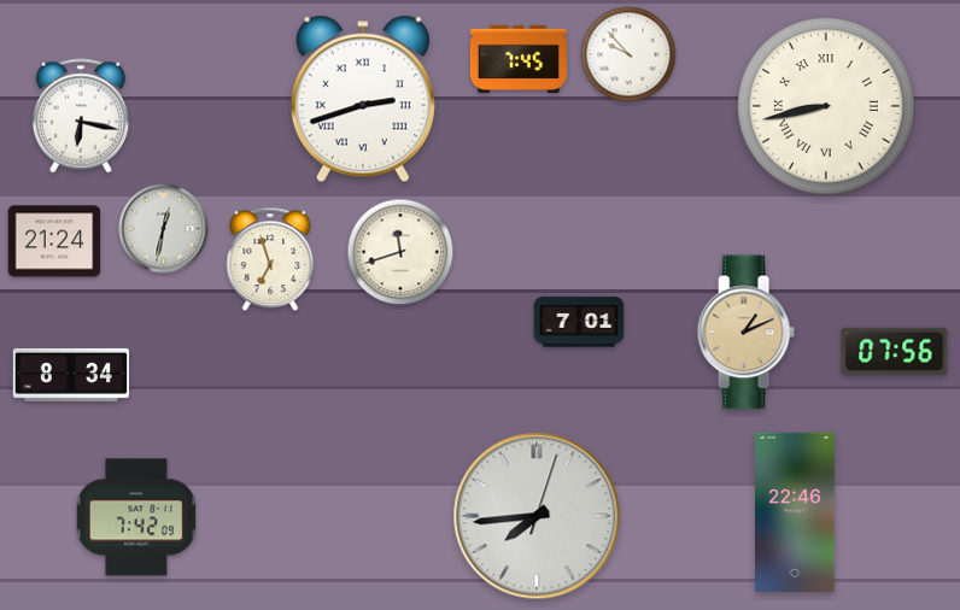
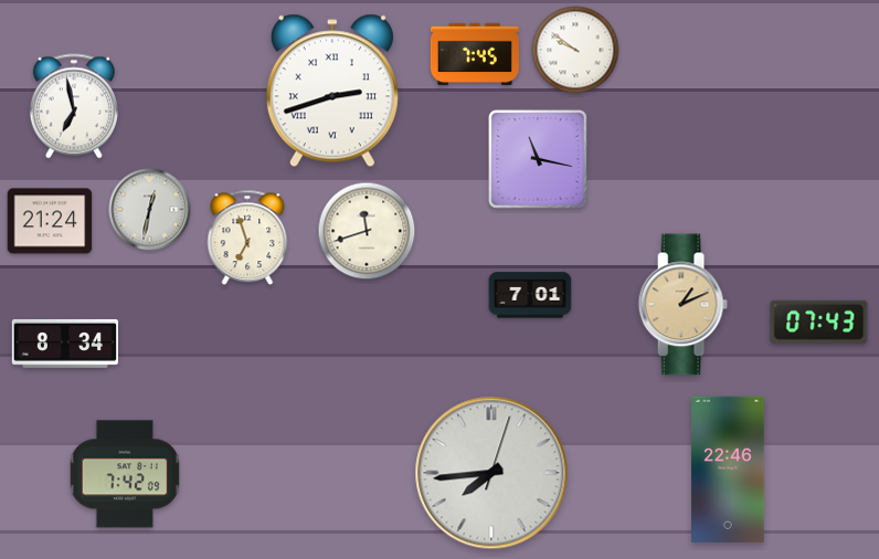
clock at (628, 54): 9:53 -> 9:51
clock at (826, 106): 8:43 -> none
clock at (81, 116): 6:17 -> 6:58
clock at (538, 159): none -> 11:17
clock at (895, 352): 07:56 -> 07:43
